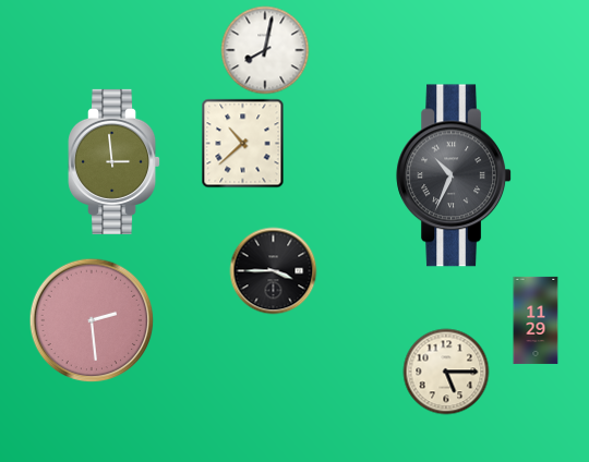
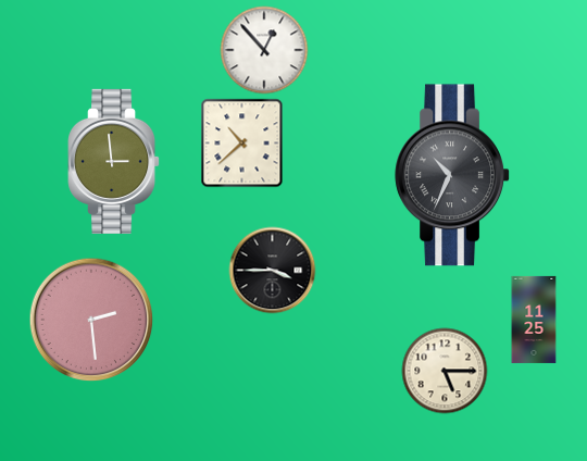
clock at (265, 50): 8:02 -> 12:53
clock at (536, 320): 11:29 -> 11:25
